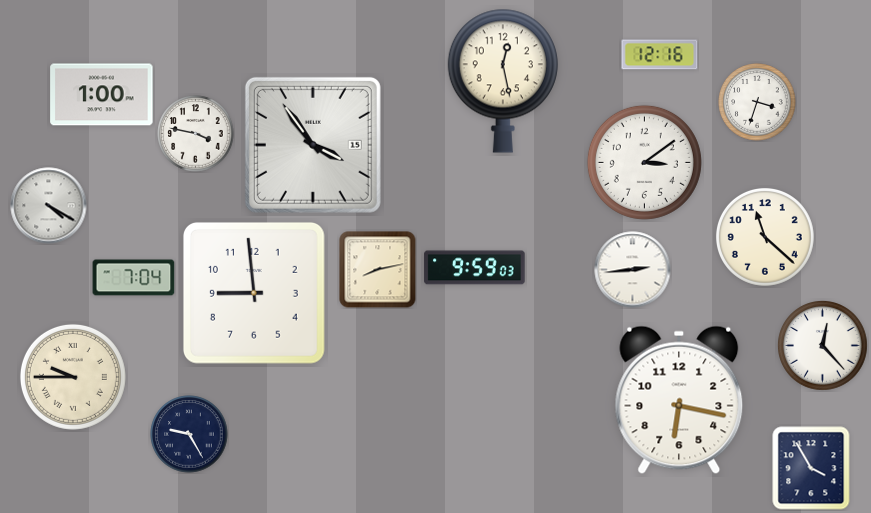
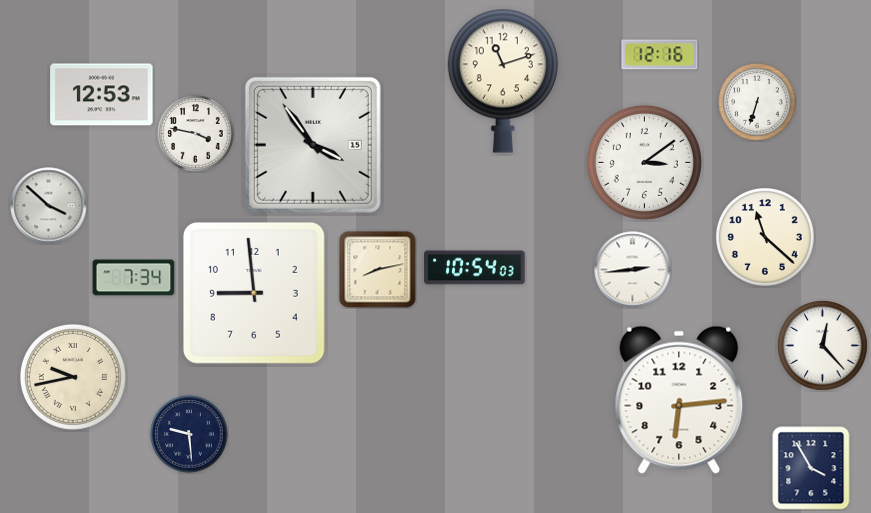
clock at (503, 81): 12:28 -> 11:12
clock at (102, 95): 1:00 -> 12:53
clock at (757, 102): 3:33 -> 6:33
clock at (49, 206): 4:20 -> 3:52
clock at (475, 268): 9:59 -> 10:54
clock at (134, 278): 7:04 -> 7:34
clock at (73, 377): 9:45 -> 9:43
clock at (679, 400): 6:17 -> 6:14
clock at (189, 434): 9:25 -> 9:29
